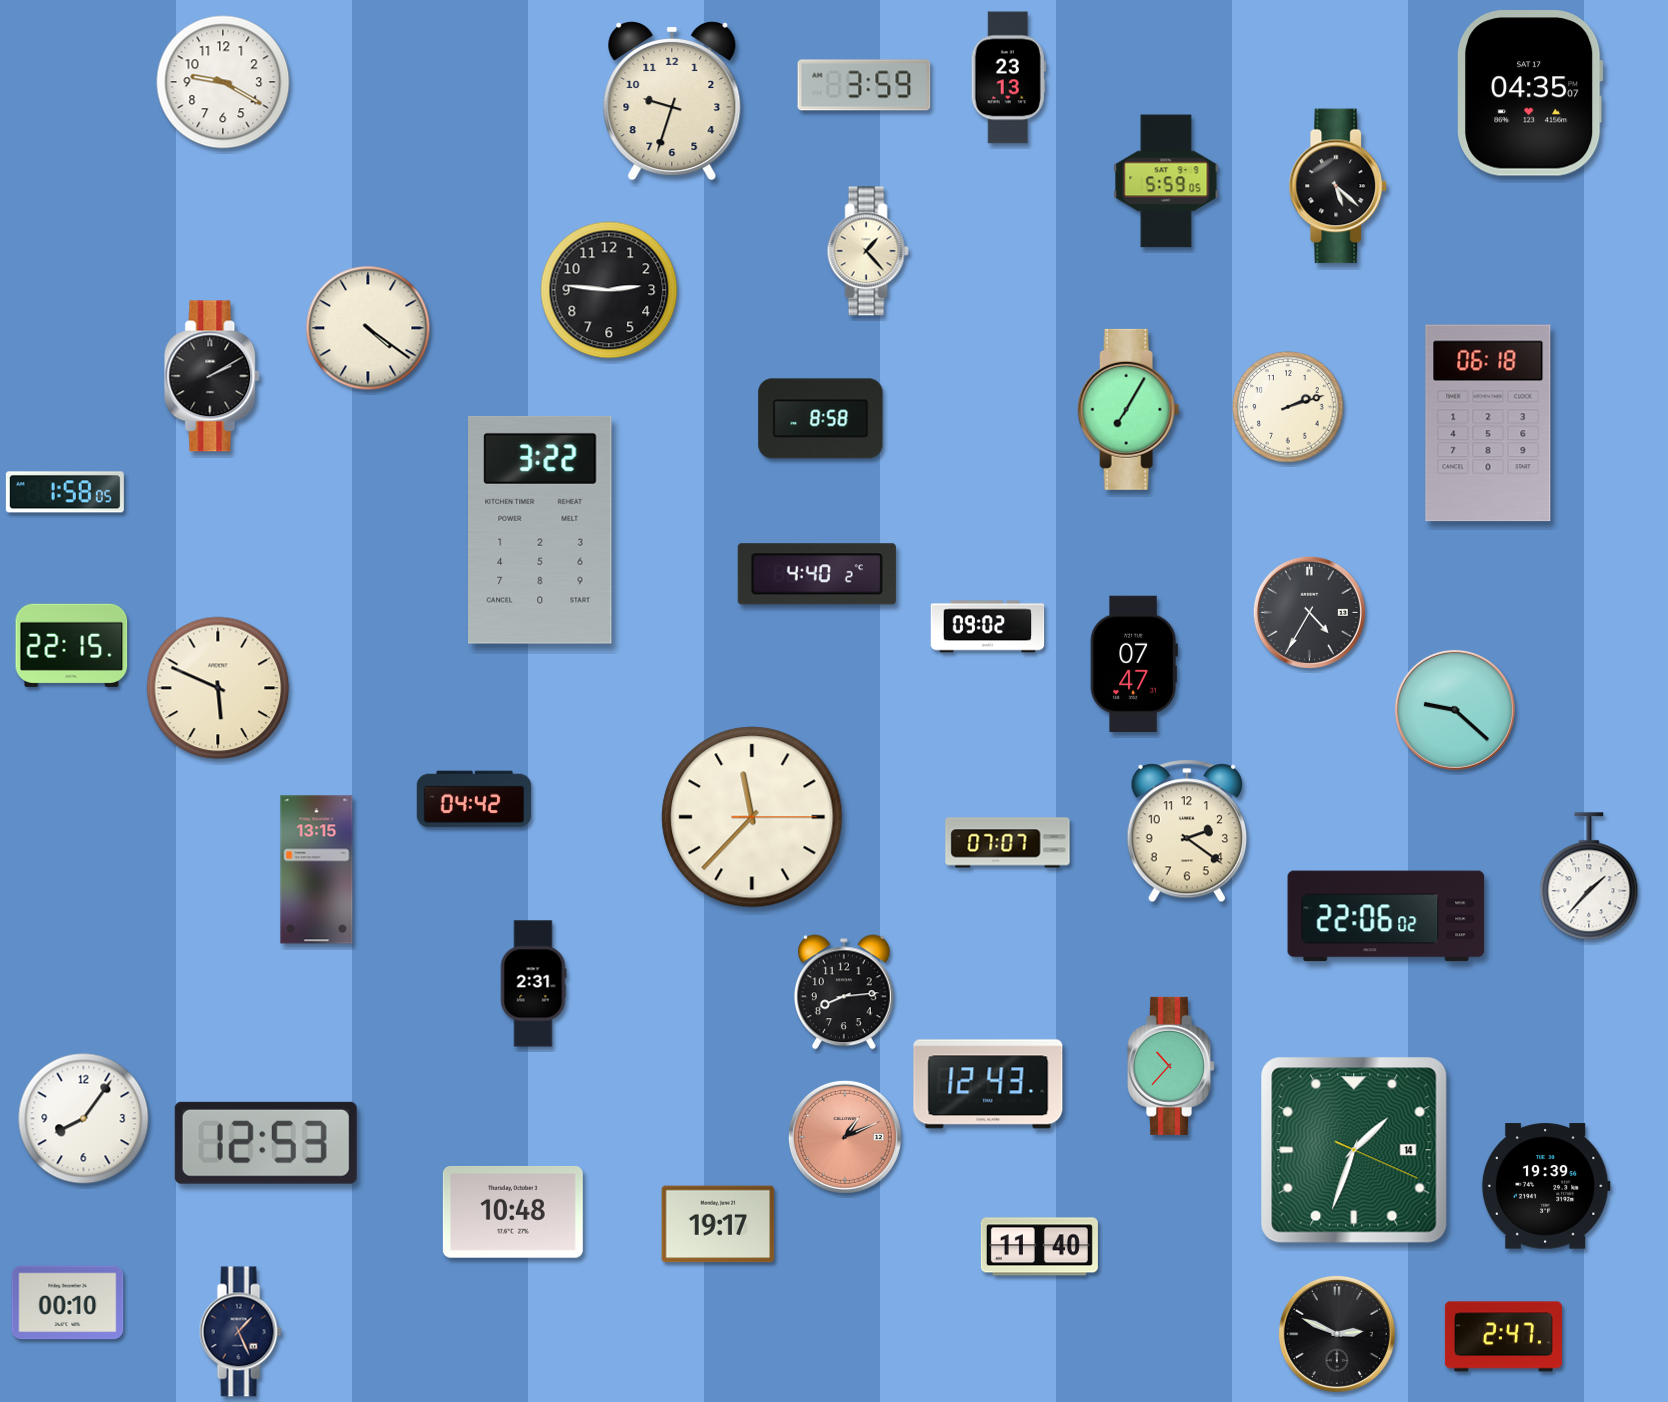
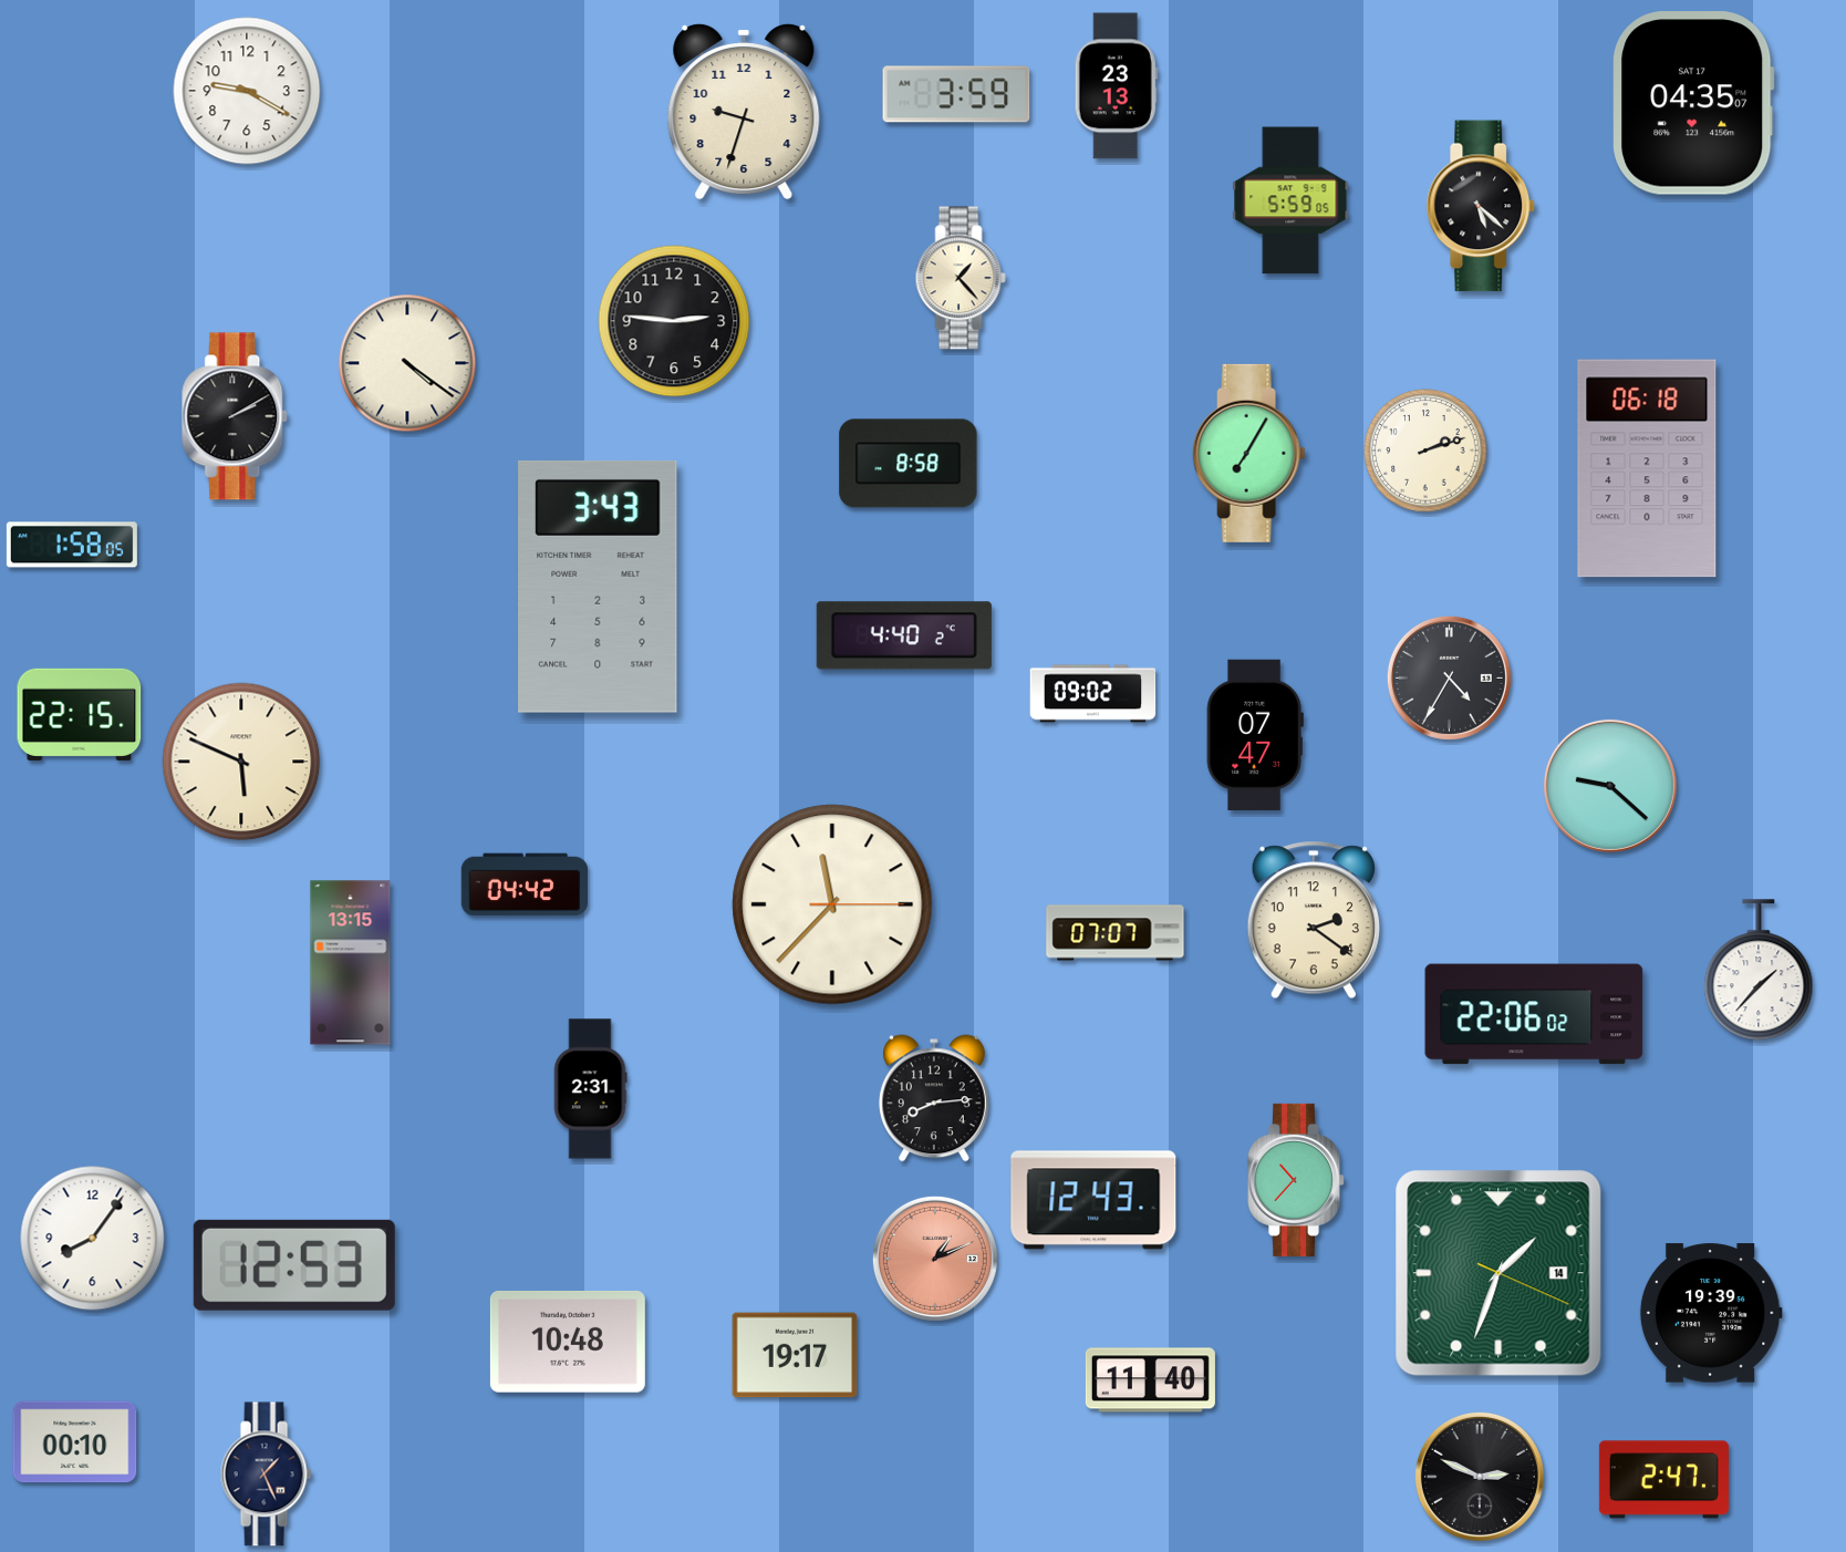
clock at (540, 530): 3:22 -> 3:43
